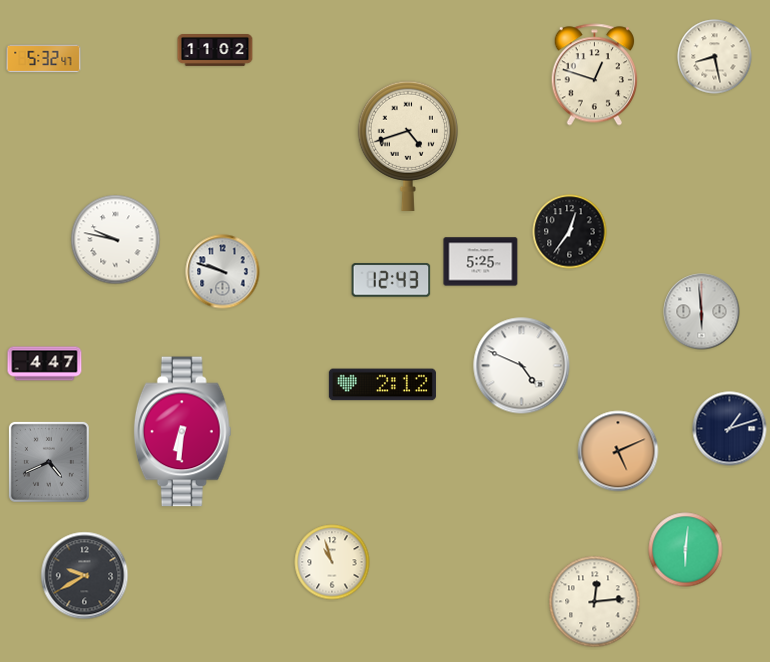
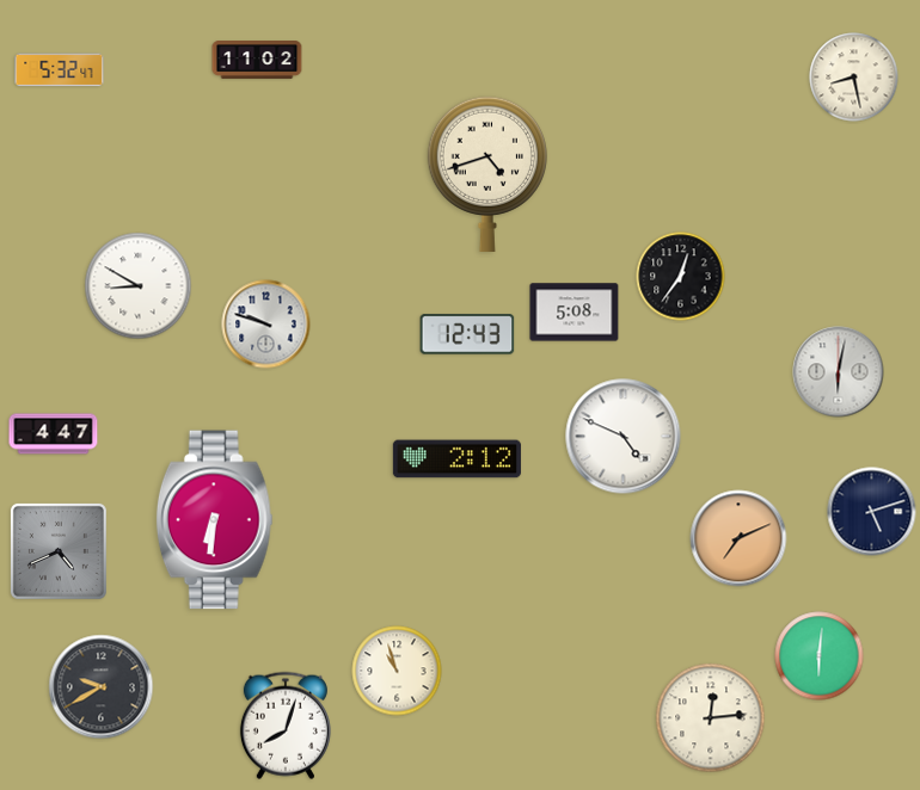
clock at (715, 57) position: (715, 57) -> (854, 78)
clock at (44, 59) position: (44, 59) -> (60, 70)
clock at (594, 75): 12:48 -> none
clock at (116, 240): 9:47 -> 8:50
clock at (481, 262): 5:25 -> 5:08
clock at (702, 312): 5:59 -> 6:02
clock at (730, 429): 1:12 -> 5:12
clock at (182, 432) position: (182, 432) -> (214, 520)
clock at (618, 451): 5:11 -> 7:11
clock at (286, 726): none -> 8:03
